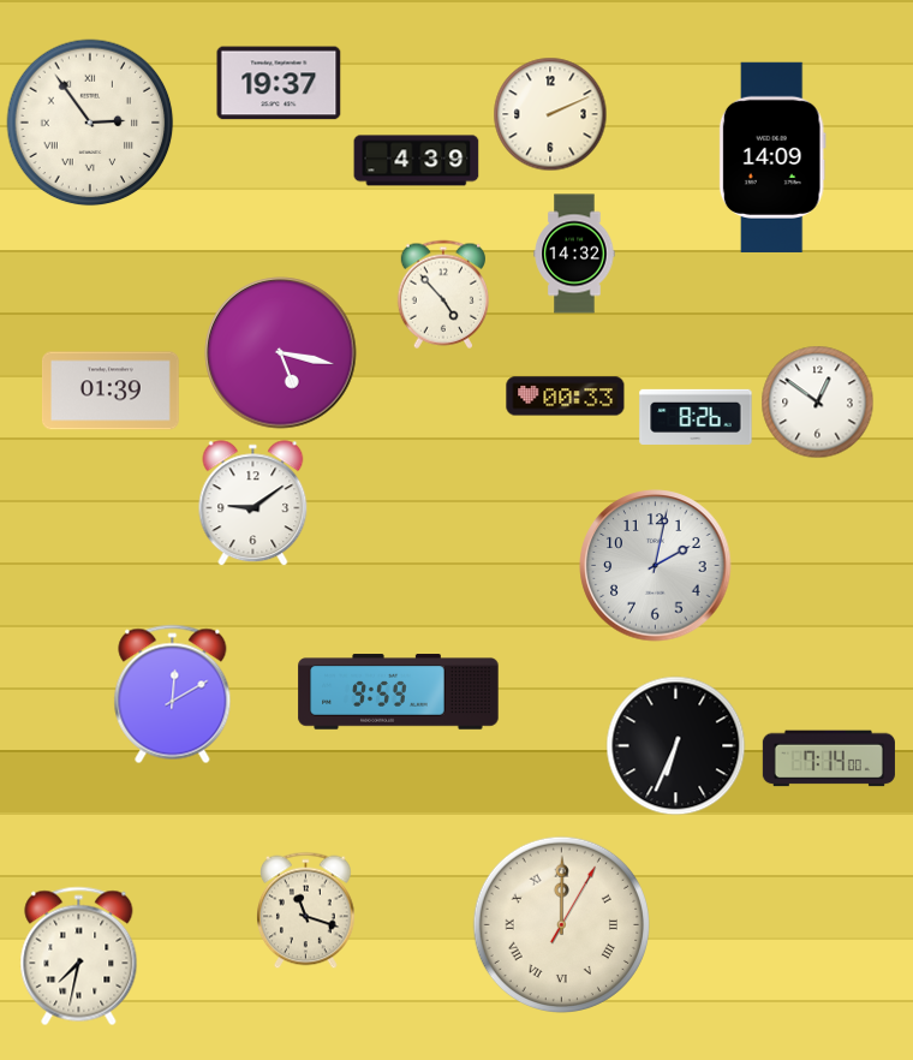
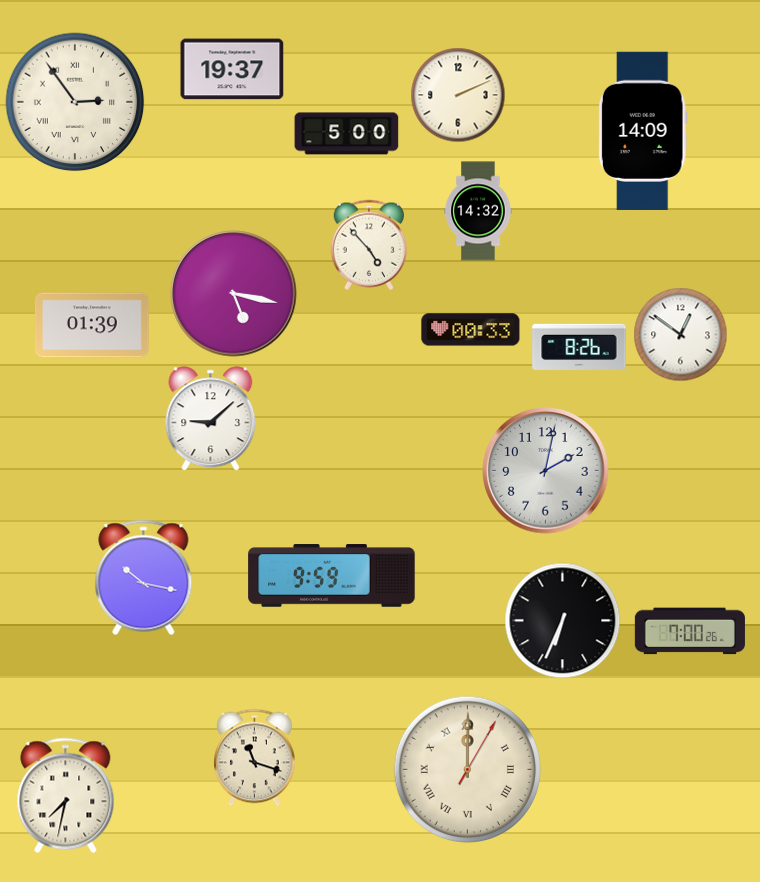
clock at (417, 161): 4:39 -> 5:00
clock at (253, 504): 9:09 -> 9:08
clock at (173, 695): 12:10 -> 10:17
clock at (829, 758): 7:14 -> 7:00
